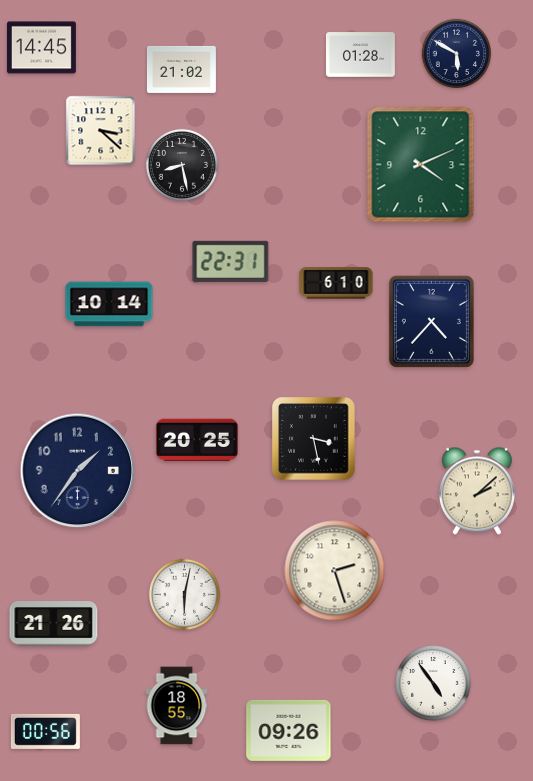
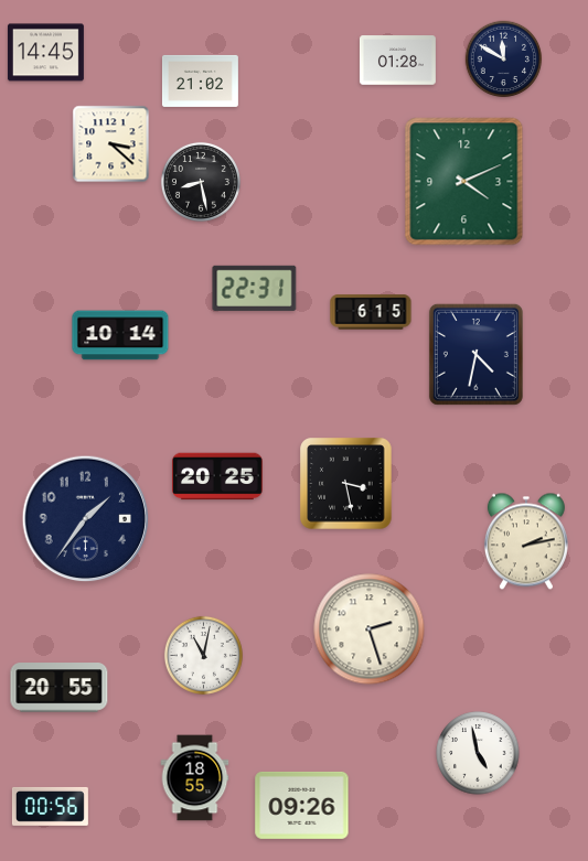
clock at (457, 54): 5:50 -> 11:50
clock at (181, 69) position: (181, 69) -> (200, 80)
clock at (336, 283): 6:10 -> 6:15
clock at (431, 321): 4:37 -> 4:32
clock at (197, 440) position: (197, 440) -> (217, 476)
clock at (477, 491): 2:08 -> 2:13
clock at (184, 594): 6:02 -> 11:02
clock at (54, 624): 21:26 -> 20:55
clock at (433, 683): 4:54 -> 4:58
clock at (289, 730) position: (289, 730) -> (302, 805)
